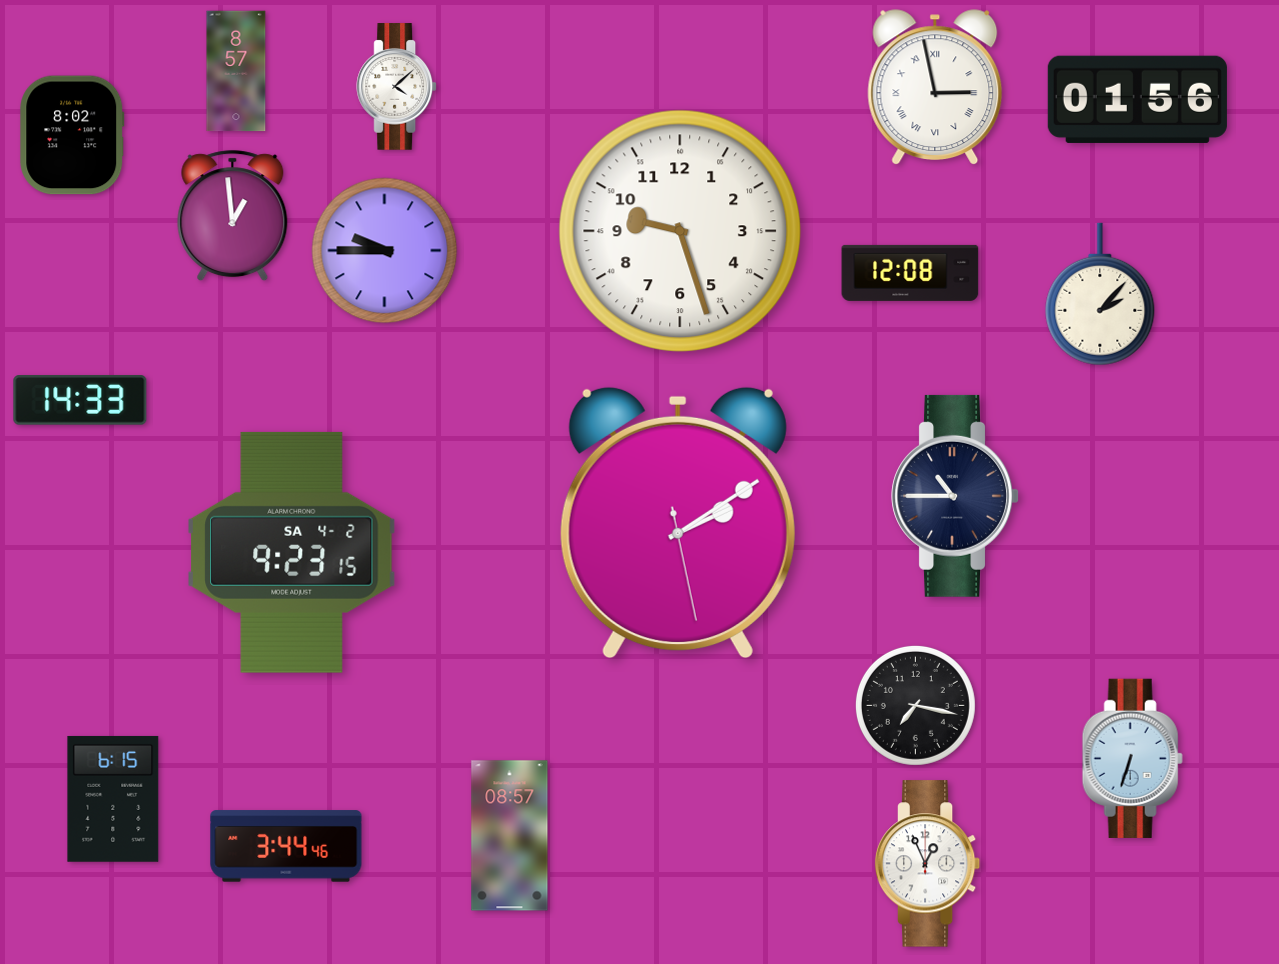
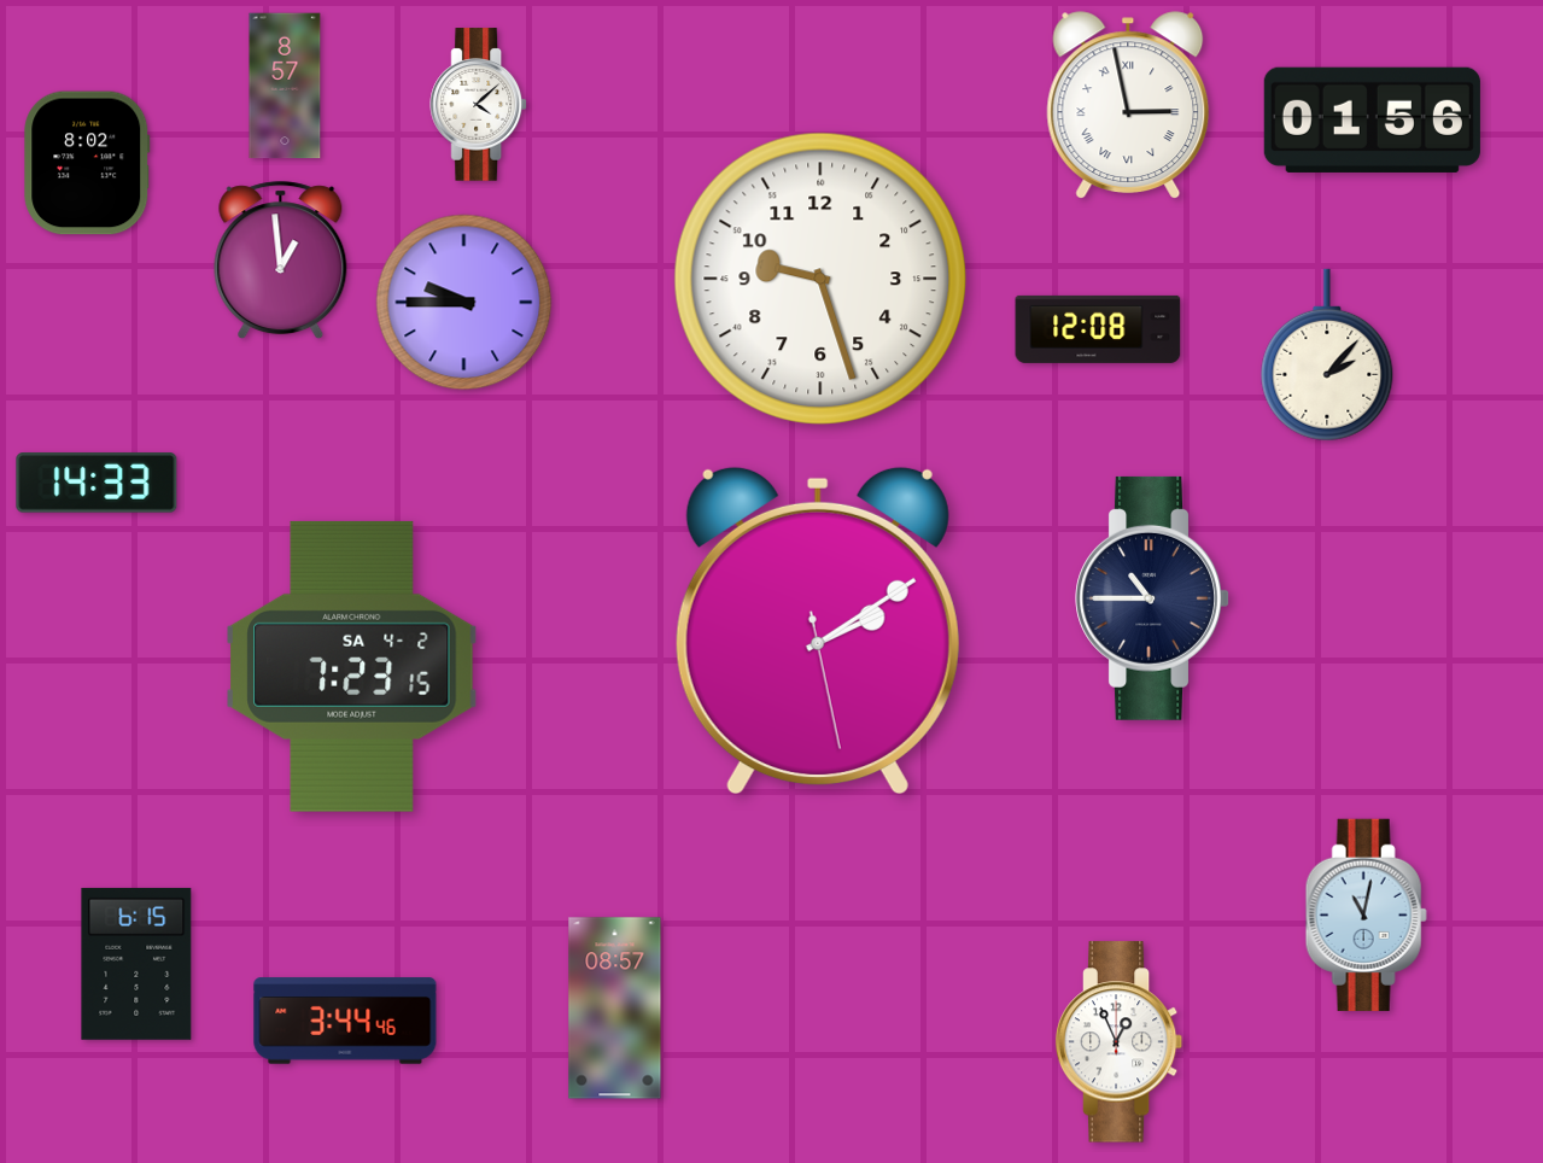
clock at (292, 552): 9:23 -> 7:23
clock at (915, 705): 7:17 -> none
clock at (1132, 758): 6:33 -> 11:02
